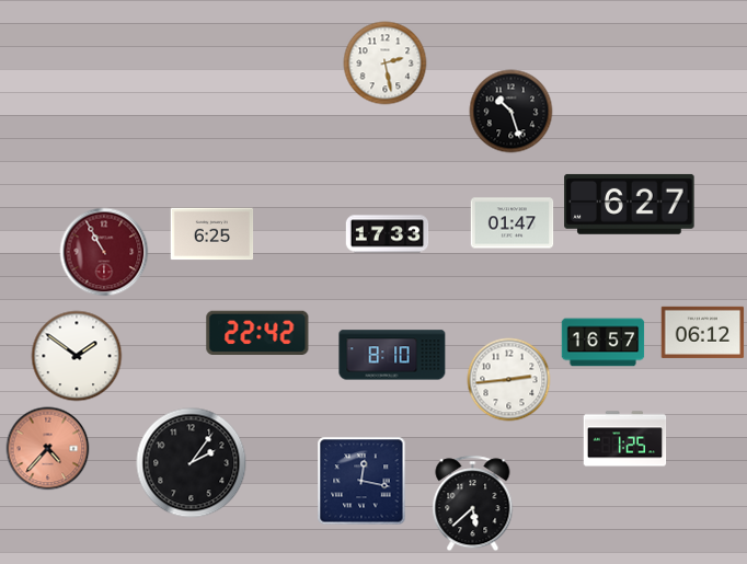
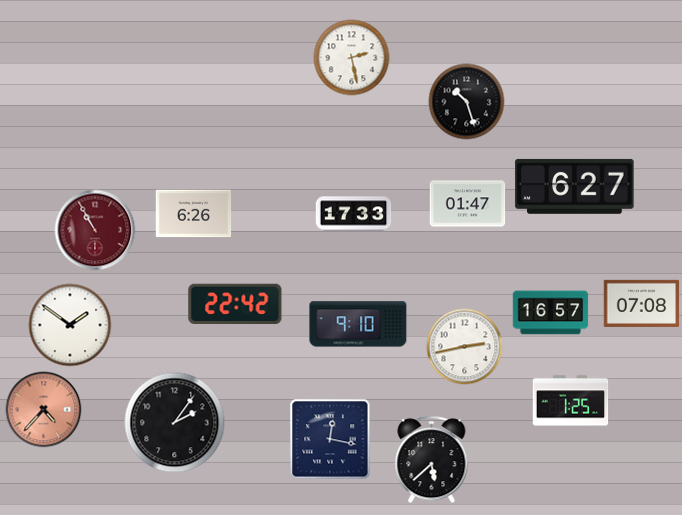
clock at (212, 234): 6:25 -> 6:26
clock at (703, 332): 06:12 -> 07:08
clock at (392, 355): 8:10 -> 9:10
clock at (509, 380): 2:44 -> 2:43
